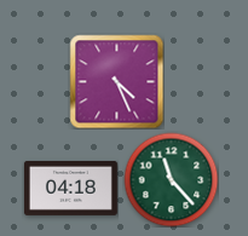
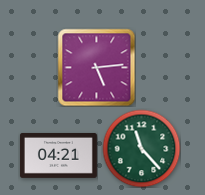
clock at (116, 81): 4:26 -> 5:14
clock at (70, 188): 04:18 -> 04:21
